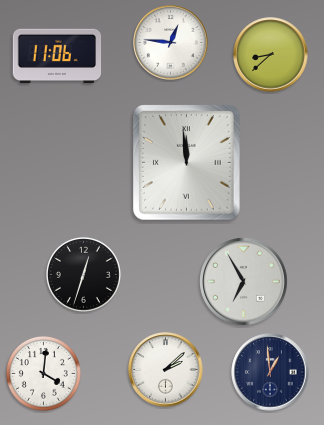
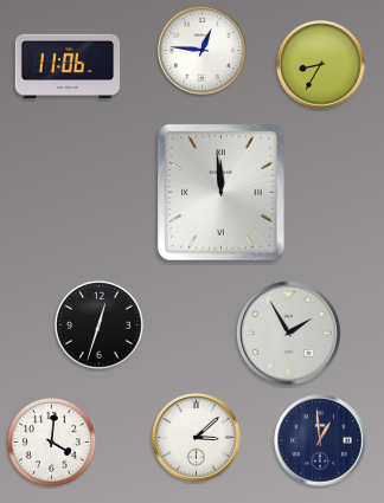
clock at (271, 55): 8:38 -> 8:35
clock at (244, 282): 6:55 -> 1:55
clock at (166, 370): 2:08 -> 3:08
